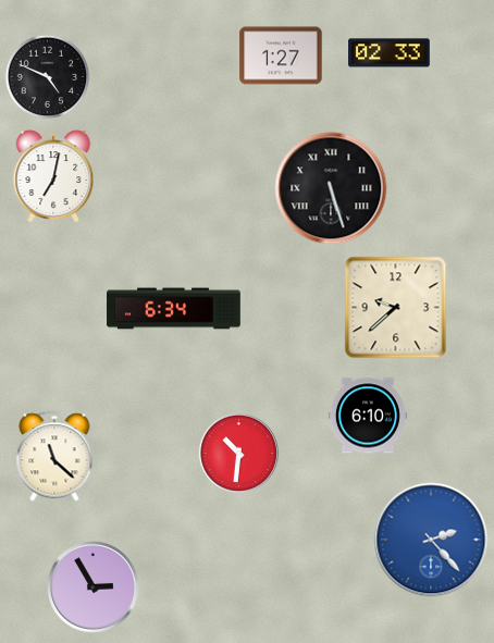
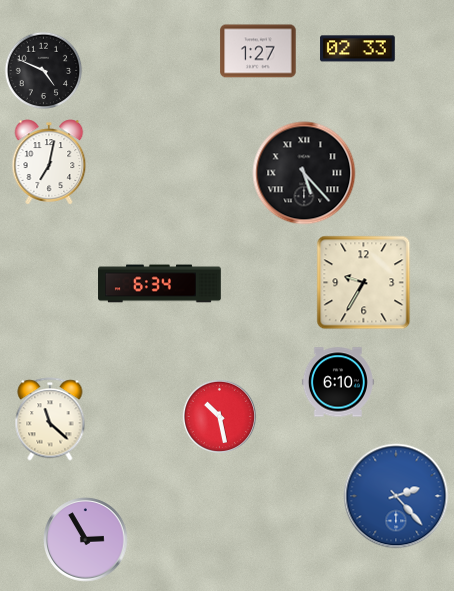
clock at (331, 188): 5:27 -> 5:23
clock at (396, 308): 9:38 -> 9:35
clock at (238, 453): 10:31 -> 10:28
